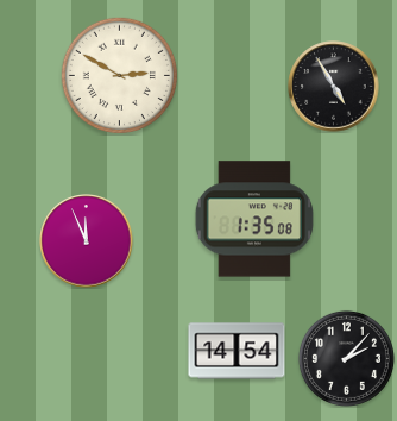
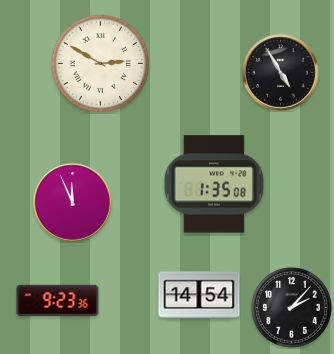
clock at (58, 301): none -> 9:23
clock at (346, 358) position: (346, 358) -> (291, 307)
